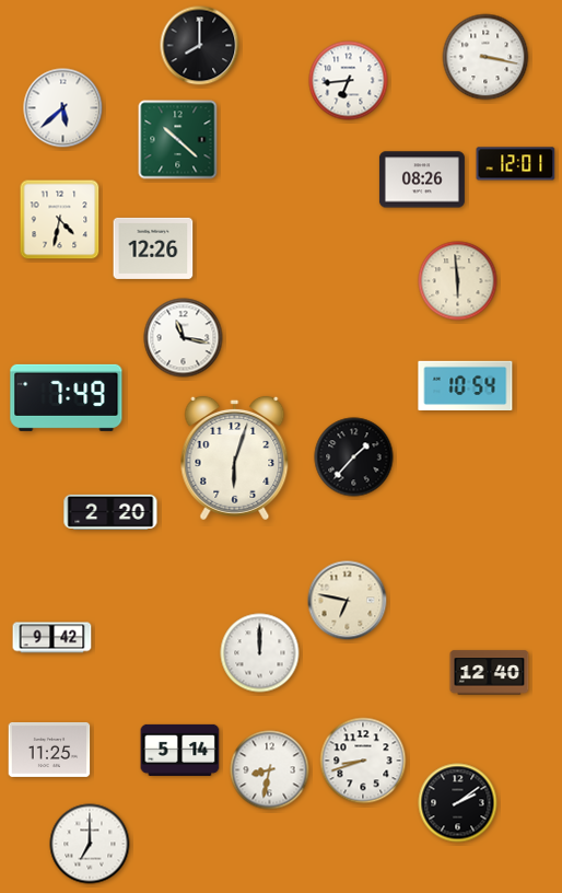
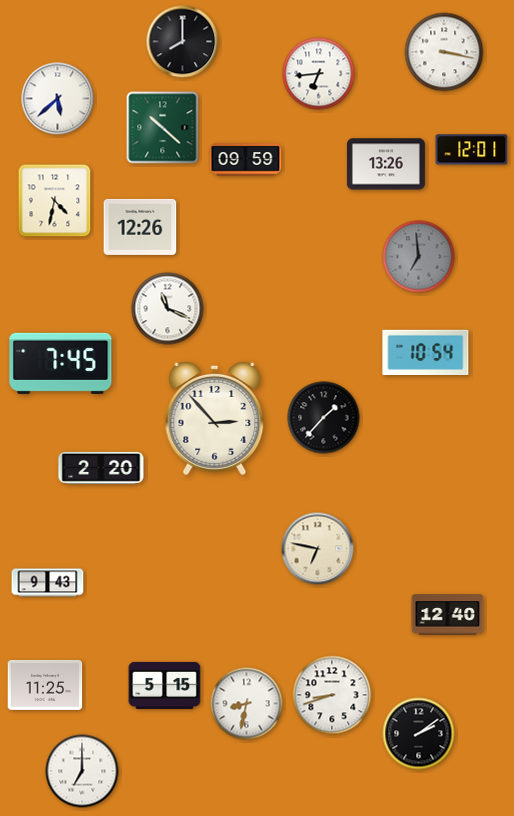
clock at (246, 160): none -> 09:59
clock at (422, 179): 08:26 -> 13:26
clock at (458, 281): 5:59 -> 6:59
clock at (458, 281) dial: cream -> grey
clock at (184, 338): 11:17 -> 11:19
clock at (67, 397): 7:49 -> 7:45
clock at (235, 457): 6:03 -> 2:53
clock at (52, 638): 9:42 -> 9:43
clock at (260, 653): 12:00 -> none
clock at (180, 750): 5:14 -> 5:15
